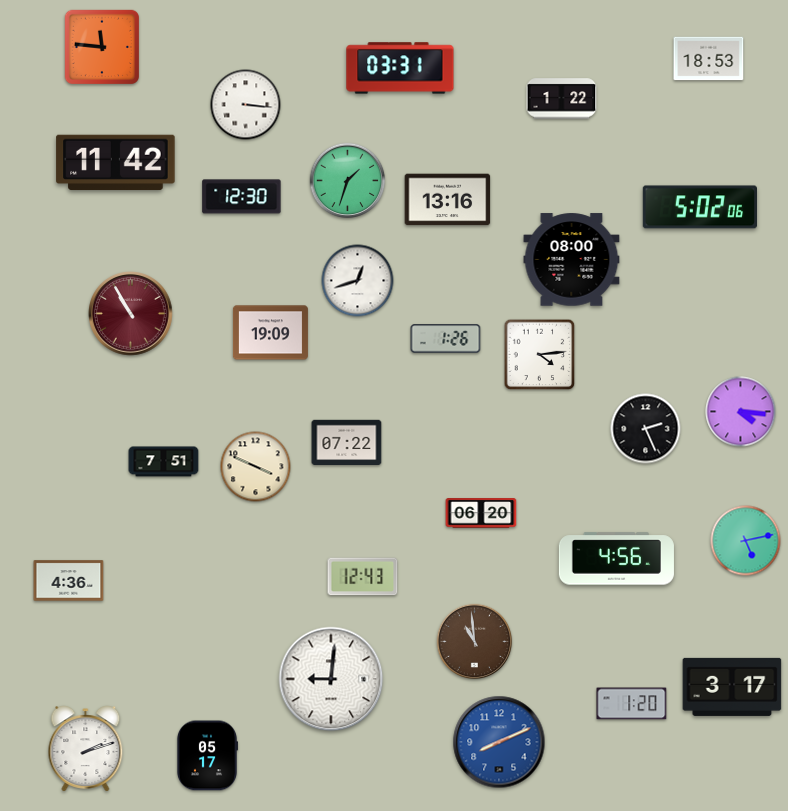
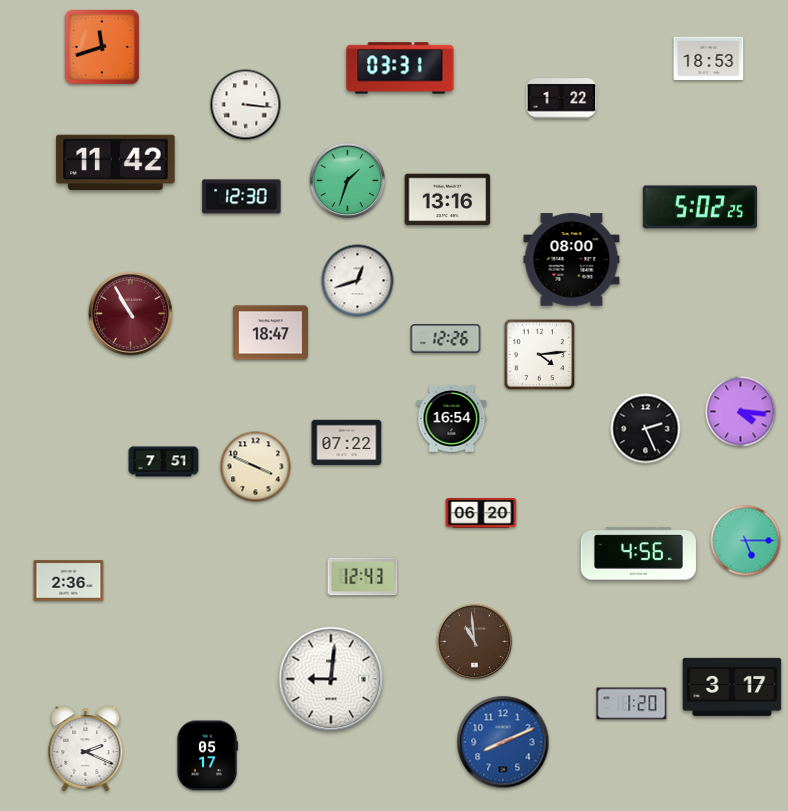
clock at (101, 46): 11:46 -> 11:42
clock at (699, 207): 5:02:06 -> 5:02:25
clock at (270, 333): 19:09 -> 18:47
clock at (446, 339): 1:26 -> 12:26
clock at (452, 418): none -> 16:54
clock at (746, 541): 5:13 -> 5:15
clock at (616, 559) position: (616, 559) -> (638, 554)
clock at (69, 581): 4:36 -> 2:36
clock at (499, 742) position: (499, 742) -> (503, 742)
clock at (86, 749): 2:12 -> 2:19
